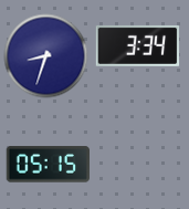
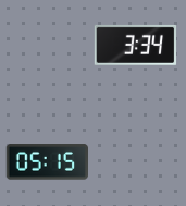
clock at (46, 56): 8:33 -> none
